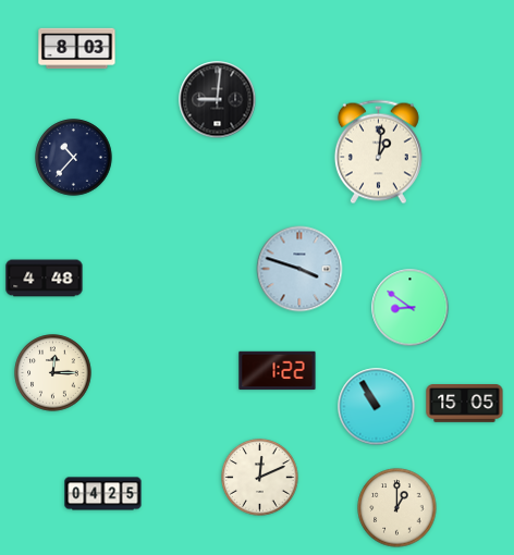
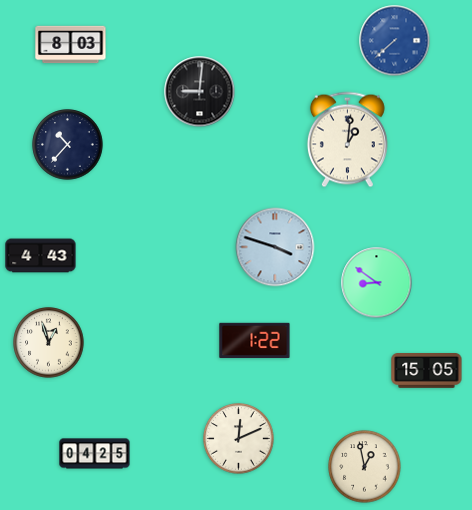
clock at (395, 41): none -> 7:38
clock at (45, 279): 4:48 -> 4:43
clock at (53, 373): 12:15 -> 12:57
clock at (377, 407): 10:55 -> none
clock at (397, 508): 1:00 -> 12:58
